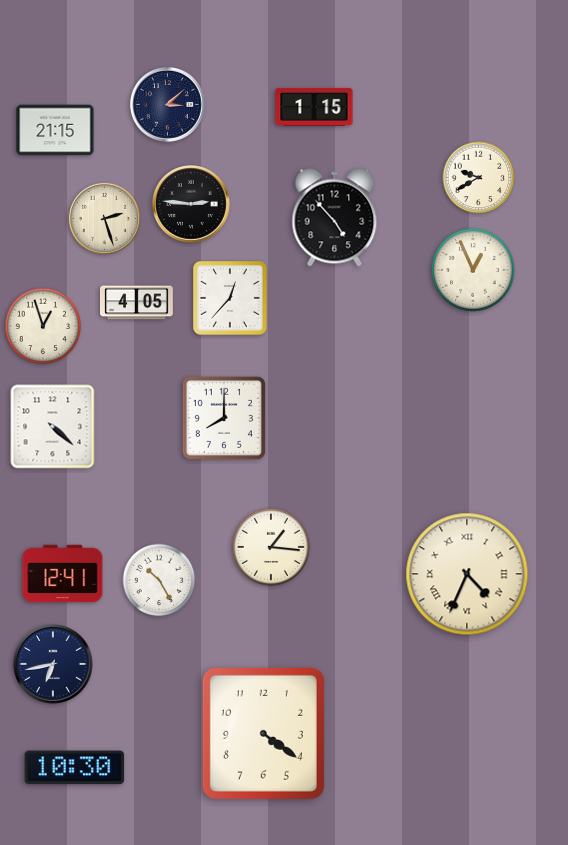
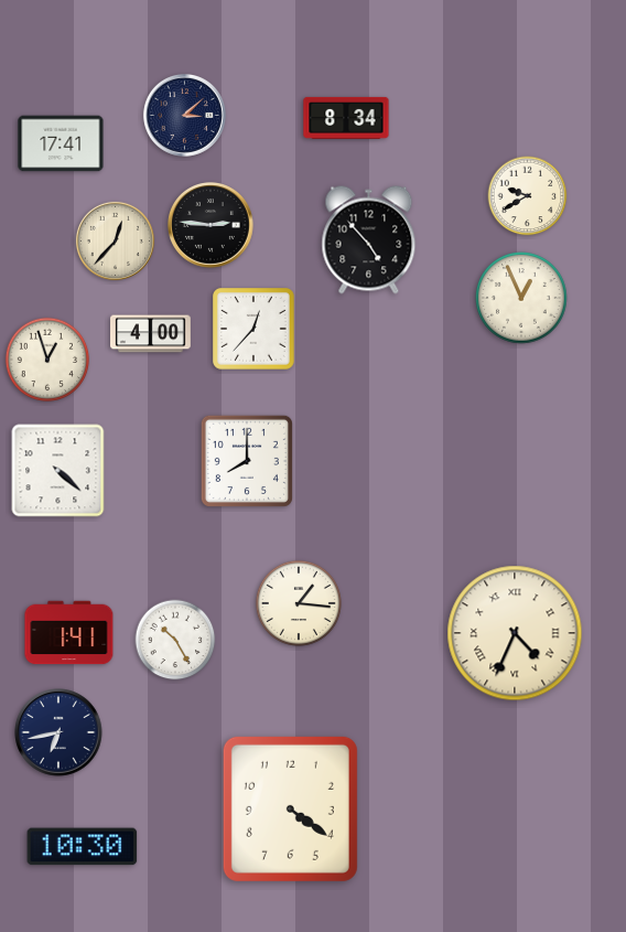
clock at (314, 107): 1:15 -> 8:34
clock at (55, 130): 21:15 -> 17:41
clock at (104, 218): 2:27 -> 12:37
clock at (137, 303): 4:05 -> 4:00
clock at (63, 574): 12:41 -> 1:41
